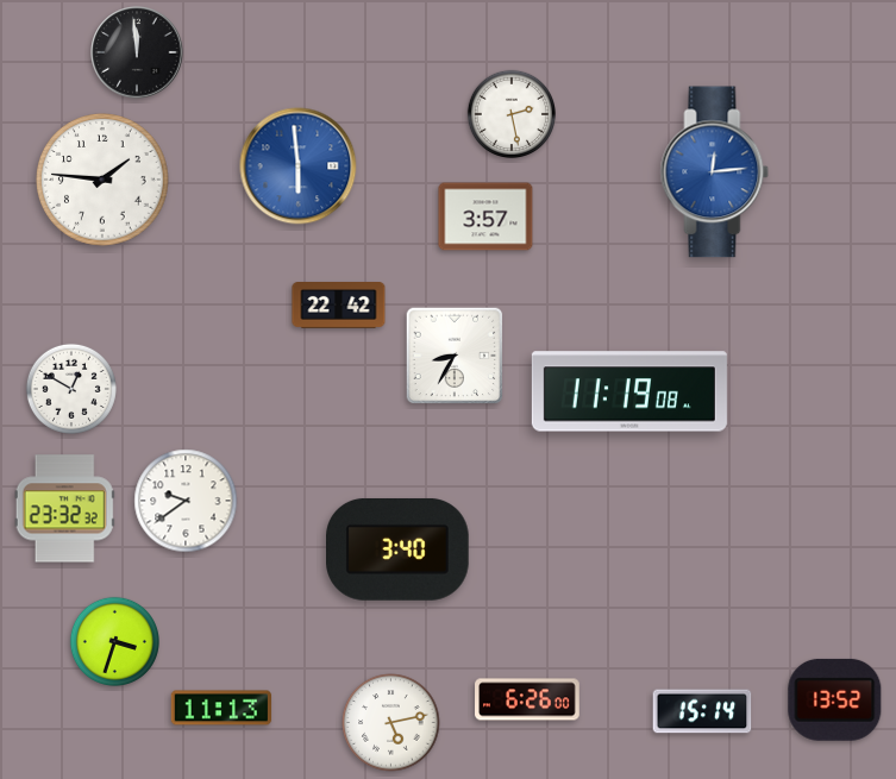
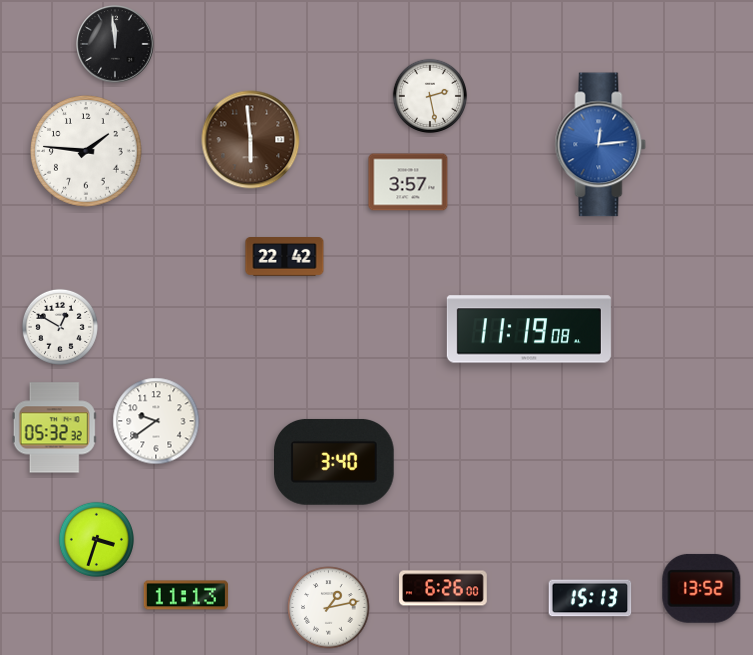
clock at (299, 167) dial: blue -> brown
clock at (455, 356): 8:35 -> none
clock at (64, 509): 23:32 -> 05:32
clock at (702, 711): 15:14 -> 15:13
clock at (391, 723): 5:13 -> 1:13
